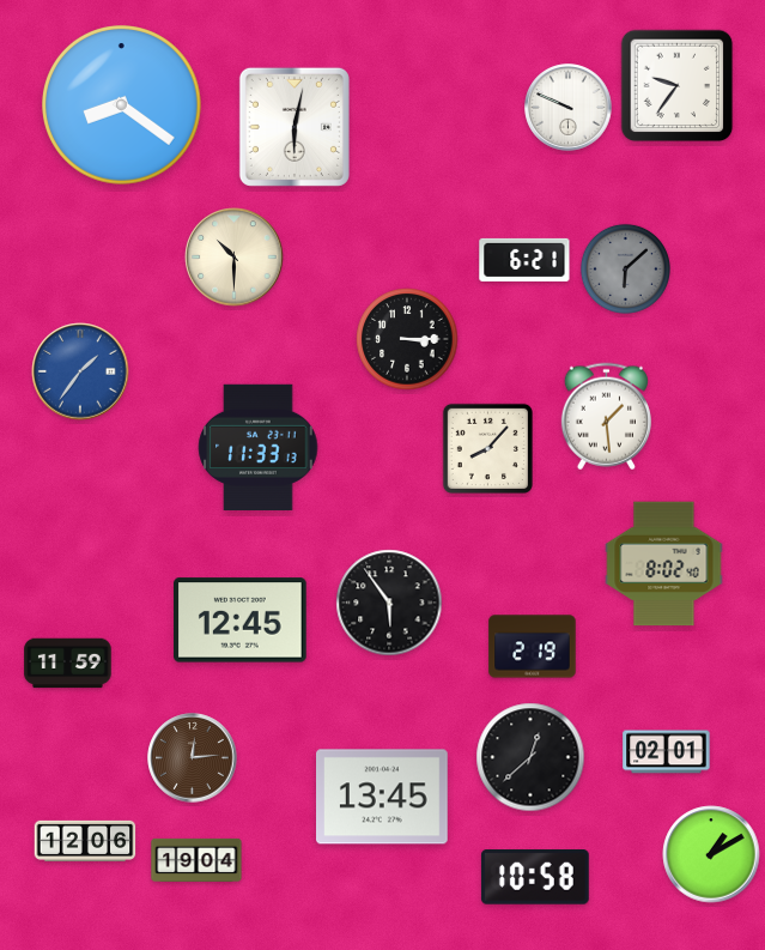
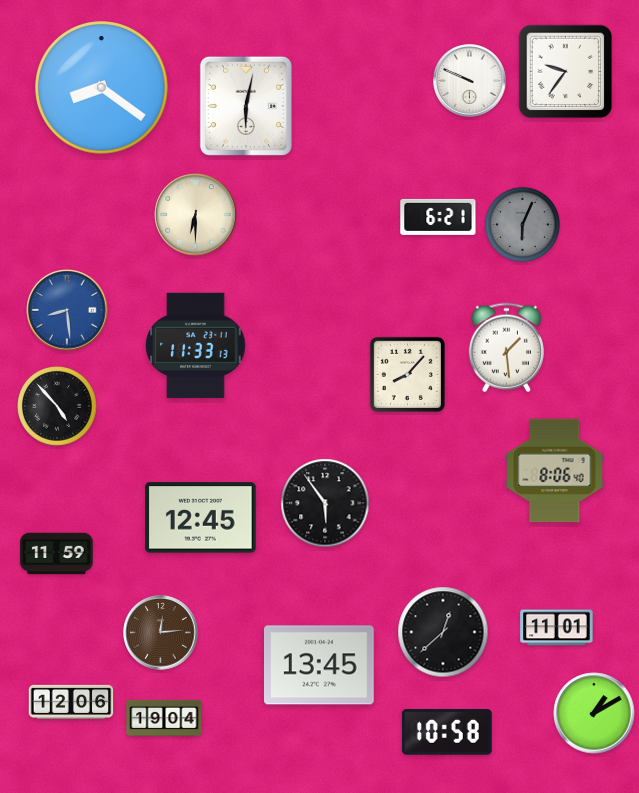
clock at (569, 108) position: (569, 108) -> (470, 81)
clock at (235, 258): 10:30 -> 6:30
clock at (625, 268): 6:08 -> 6:04
clock at (407, 339): 3:15 -> none
clock at (80, 371): 1:36 -> 8:29
clock at (259, 447) position: (259, 447) -> (196, 345)
clock at (58, 407): none -> 4:53
clock at (664, 564): 8:02 -> 8:06
clock at (533, 647): 2:19 -> none
clock at (667, 752): 02:01 -> 11:01
